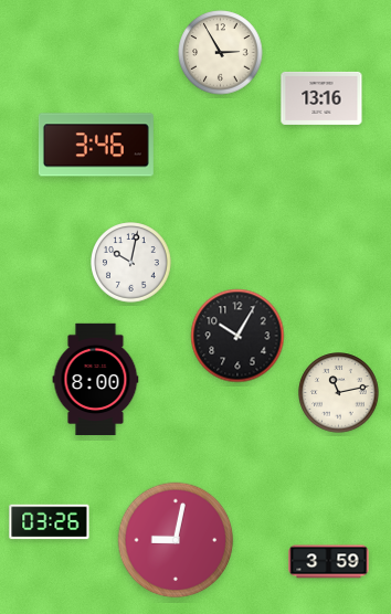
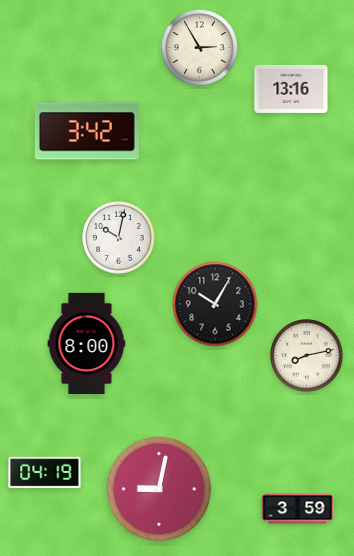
clock at (96, 145): 3:46 -> 3:42
clock at (339, 393): 11:13 -> 8:13
clock at (50, 522): 03:26 -> 04:19
